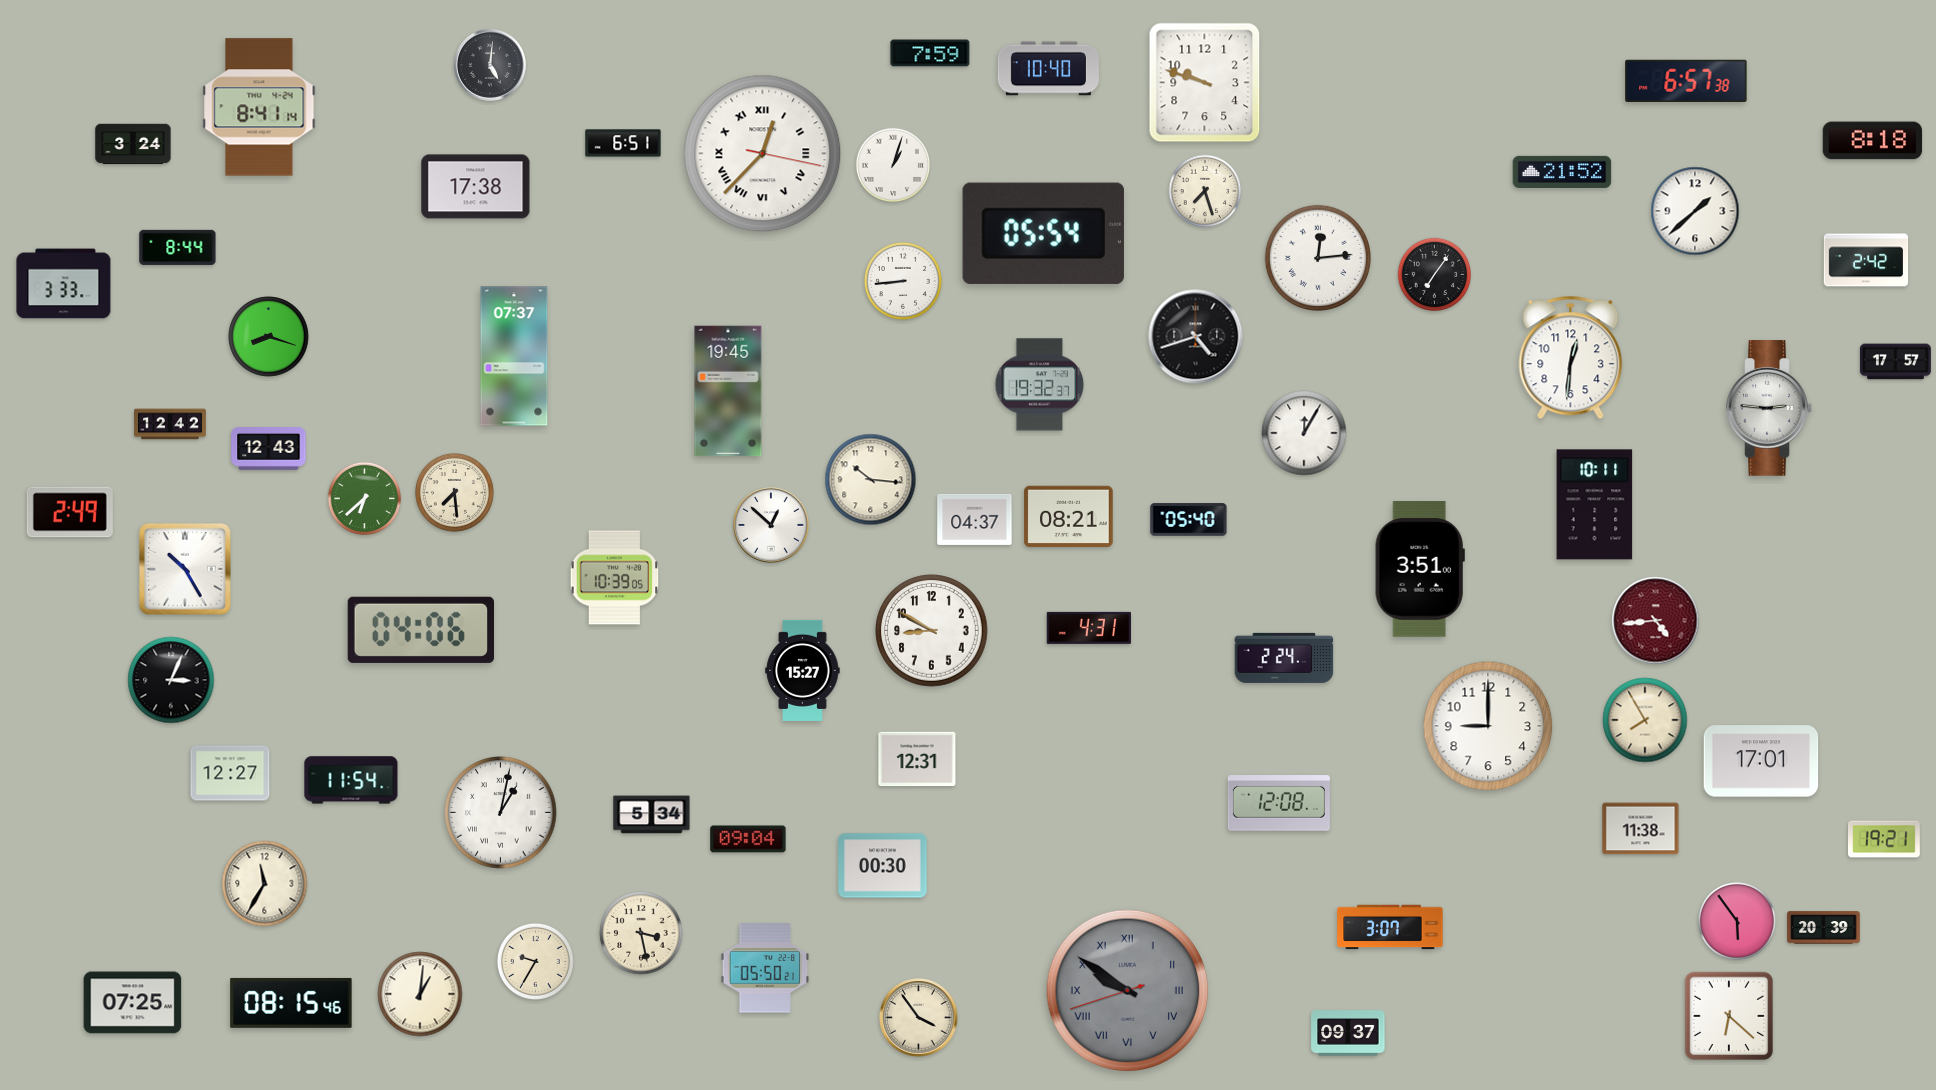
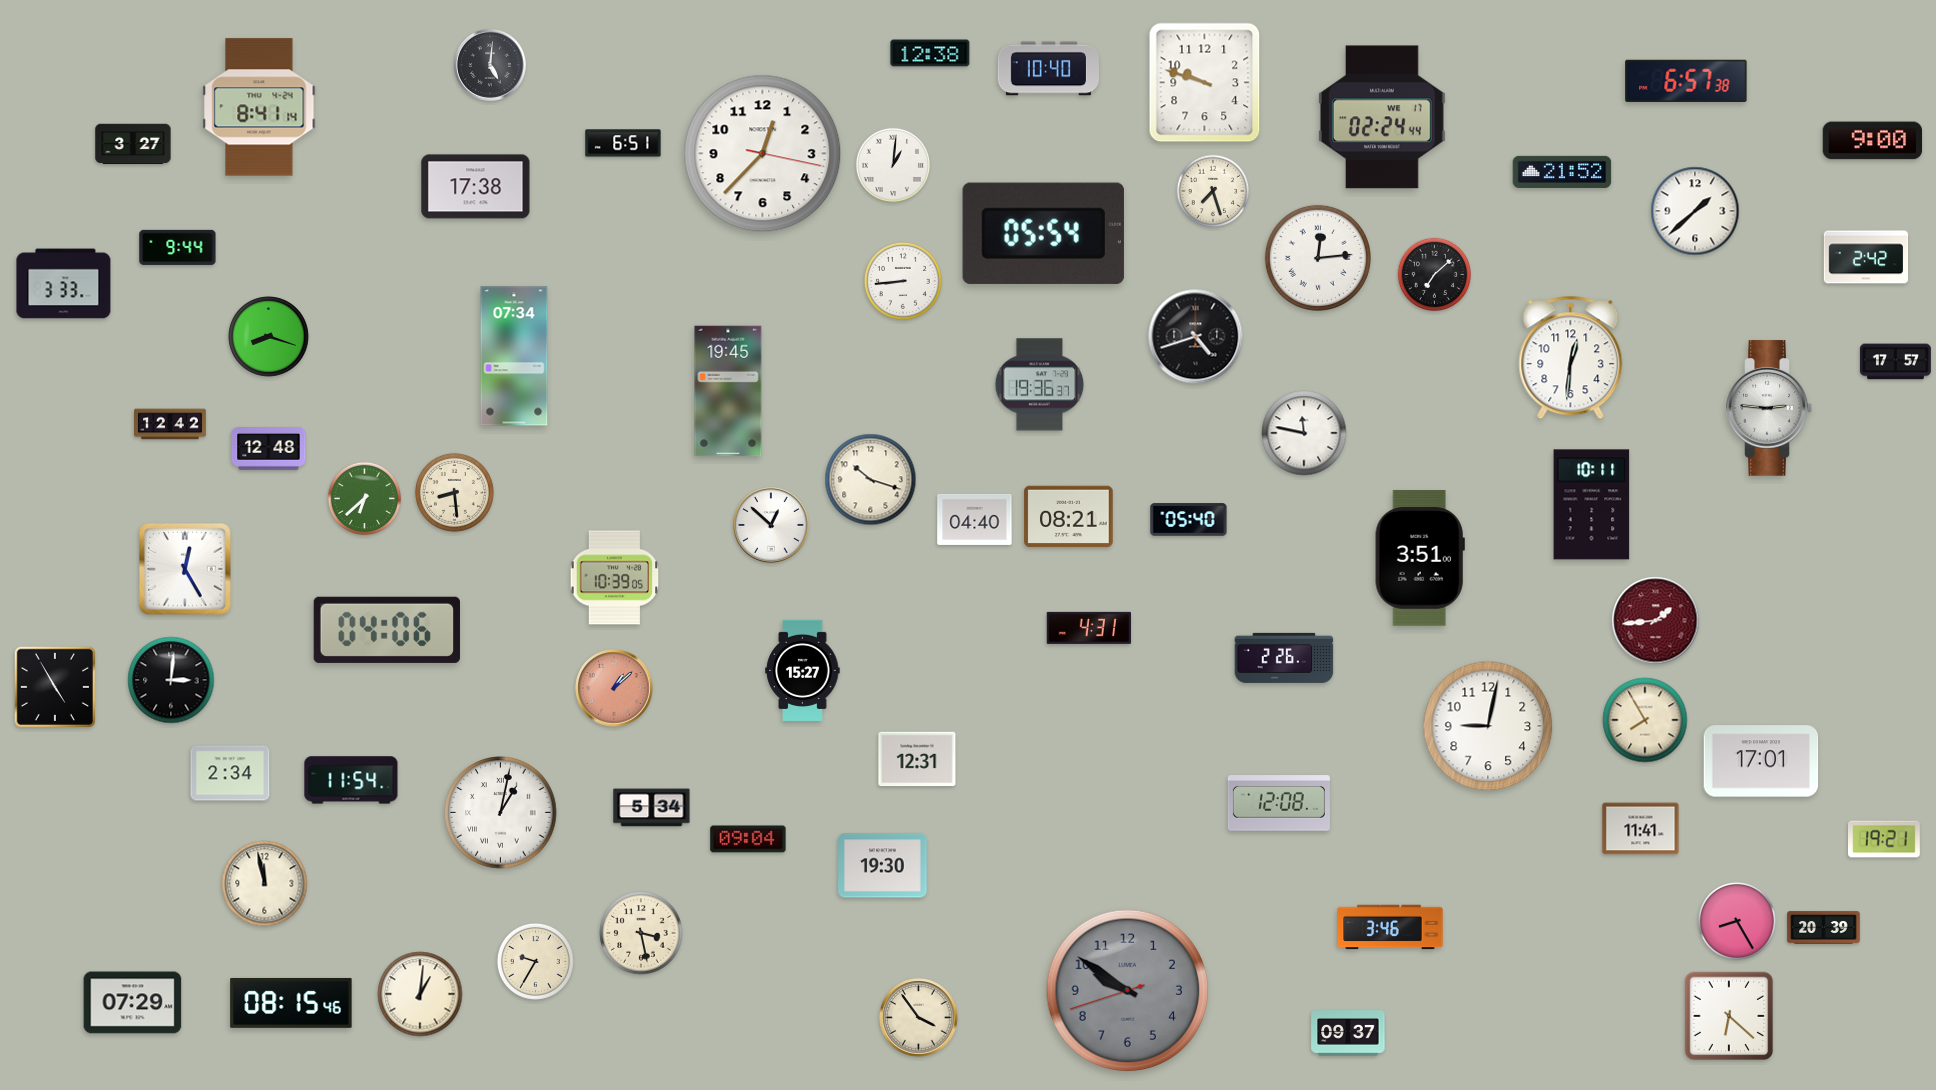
clock at (930, 53): 7:59 -> 12:38
clock at (1382, 117): none -> 02:24
clock at (1873, 141): 8:18 -> 9:00
clock at (133, 144): 3:24 -> 3:27
clock at (763, 154) numerals: Roman -> Arabic
clock at (892, 164): 1:03 -> 1:01
clock at (1205, 191) position: (1205, 191) -> (1213, 191)
clock at (178, 247): 8:44 -> 9:44
clock at (1866, 260) position: (1866, 260) -> (1866, 257)
clock at (1435, 275): 7:06 -> 7:08
clock at (514, 356): 07:37 -> 07:34
clock at (1040, 385): 19:32 -> 19:36
clock at (1304, 433): 12:05 -> 11:47
clock at (269, 449): 12:43 -> 12:48
clock at (871, 480): 10:16 -> 10:18
clock at (454, 492): 7:29 -> 8:29
clock at (1595, 505) position: (1595, 505) -> (1592, 505)
clock at (70, 512): 2:49 -> none
clock at (975, 519): 04:37 -> 04:40
clock at (1420, 569) position: (1420, 569) -> (1420, 558)
clock at (186, 570): 10:25 -> 12:25
clock at (1656, 621): 4:44 -> 1:44
clock at (421, 630) position: (421, 630) -> (387, 630)
clock at (932, 631): 8:50 -> none
clock at (1284, 658): 2:24 -> 2:26
clock at (171, 680): 3:04 -> 3:01
clock at (55, 687): none -> 4:55
clock at (614, 688): none -> 1:08
clock at (1488, 726): 9:00 -> 9:02
clock at (230, 773): 12:27 -> 2:34
clock at (652, 815) position: (652, 815) -> (652, 808)
clock at (1641, 829): 11:38 -> 11:41
clock at (883, 866): 00:30 -> 19:30
clock at (265, 884): 11:35 -> 11:58
clock at (1737, 921): 5:54 -> 8:25
clock at (1390, 927): 3:07 -> 3:46
clock at (765, 968): 05:50 -> none
clock at (1128, 991) numerals: Roman -> Arabic
clock at (133, 1003): 07:25 -> 07:29
